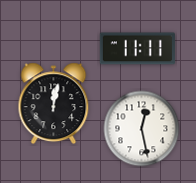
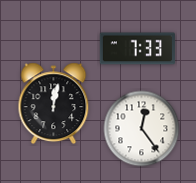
clock at (137, 49): 11:11 -> 7:33
clock at (142, 129): 12:28 -> 12:24
